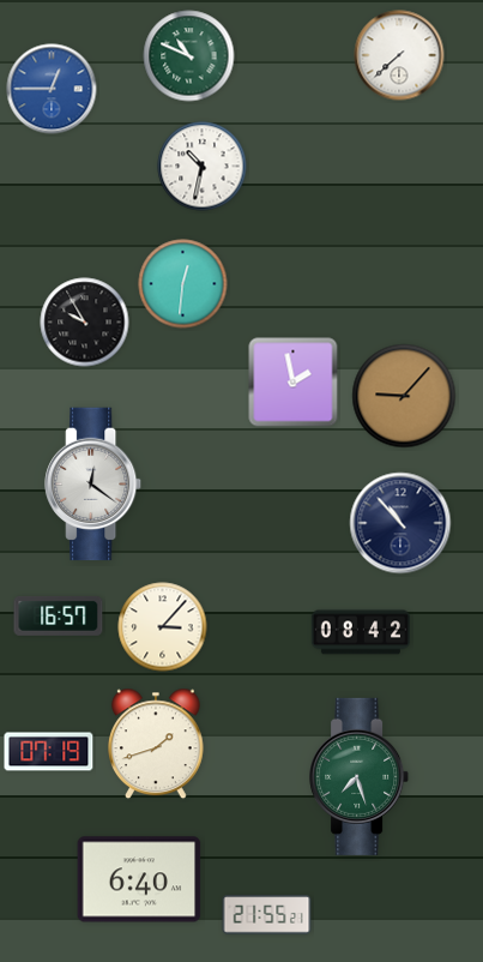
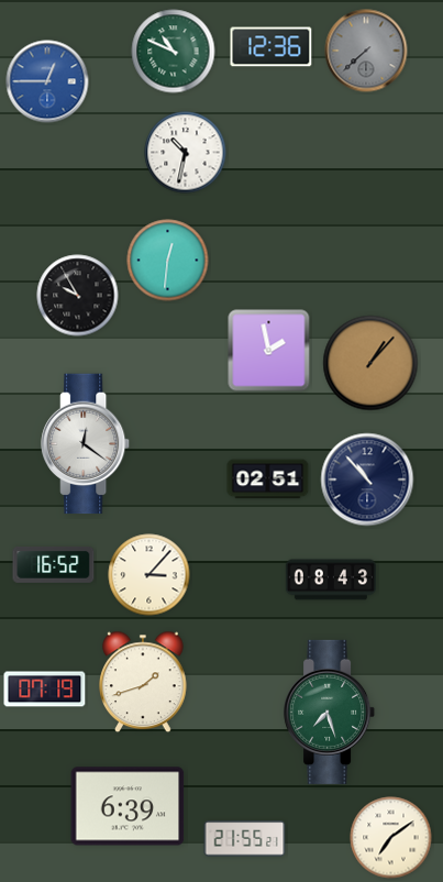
clock at (272, 47): none -> 12:36
clock at (399, 55) dial: white -> grey
clock at (404, 396): 9:07 -> 1:07
clock at (268, 479): none -> 02:51
clock at (59, 615): 16:57 -> 16:52
clock at (360, 632): 08:42 -> 08:43
clock at (139, 879): 6:40 -> 6:39
clock at (391, 838): none -> 7:09
